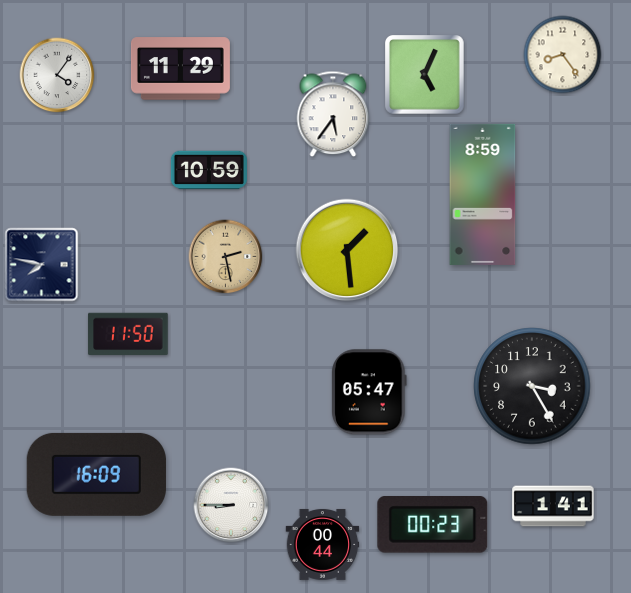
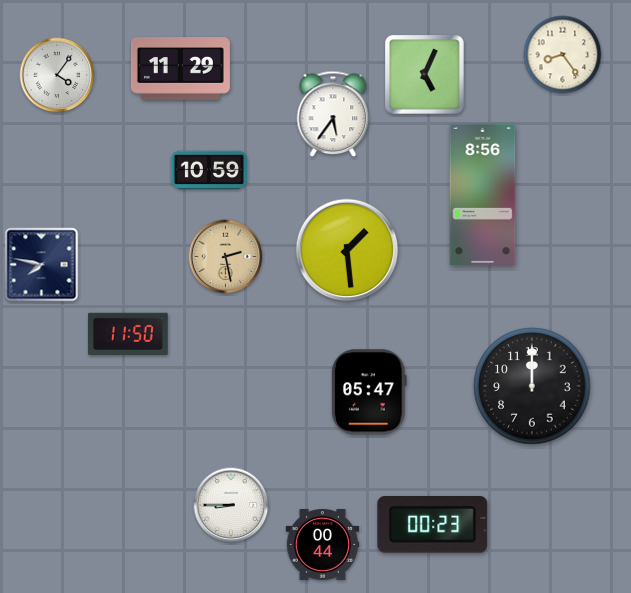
clock at (483, 194): 8:59 -> 8:56
clock at (532, 386): 3:25 -> 12:00
clock at (96, 474): 16:09 -> none
clock at (553, 506): 1:41 -> none
